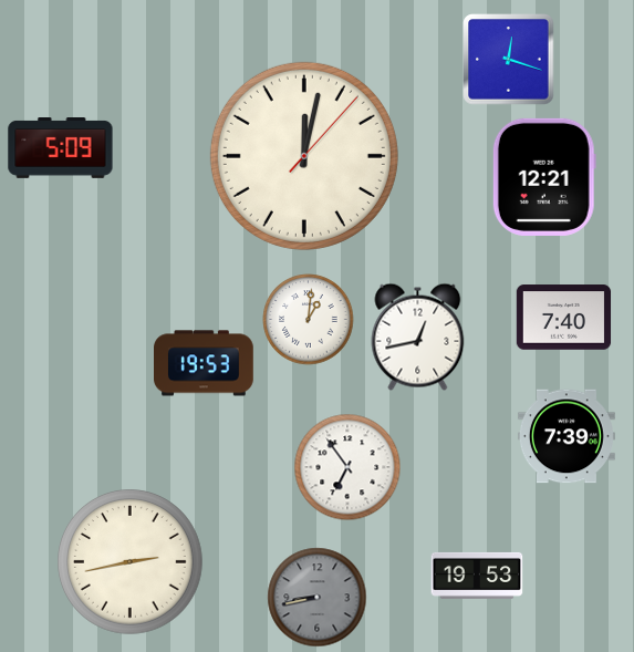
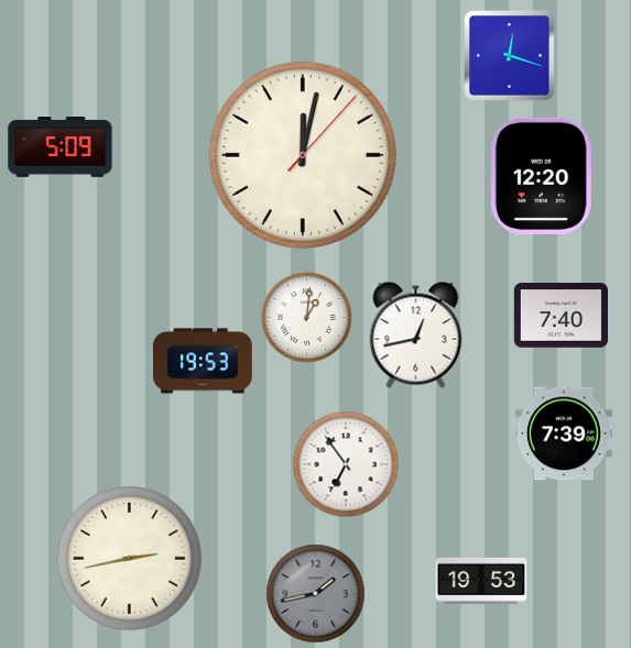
clock at (509, 60) position: (509, 60) -> (510, 56)
clock at (544, 177): 12:21 -> 12:20
clock at (477, 576) position: (477, 576) -> (481, 581)
clock at (318, 598): 8:43 -> 1:43
